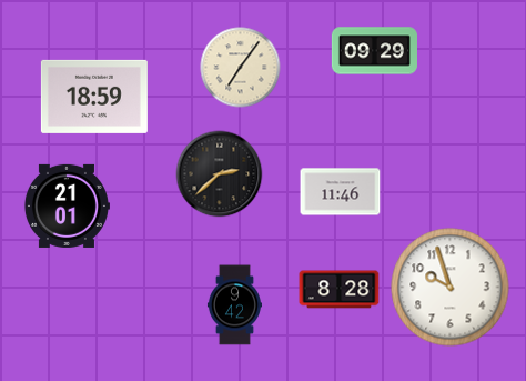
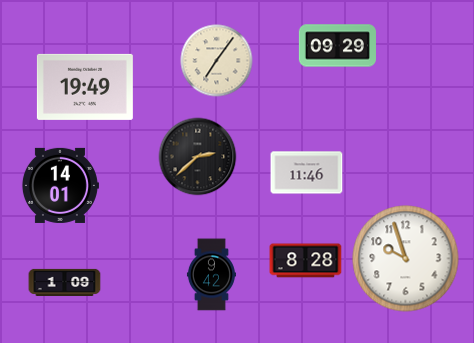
clock at (94, 97): 18:59 -> 19:49
clock at (67, 205): 21:01 -> 14:01
clock at (65, 282): none -> 1:09
